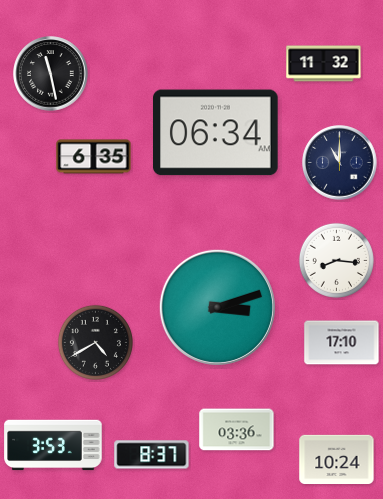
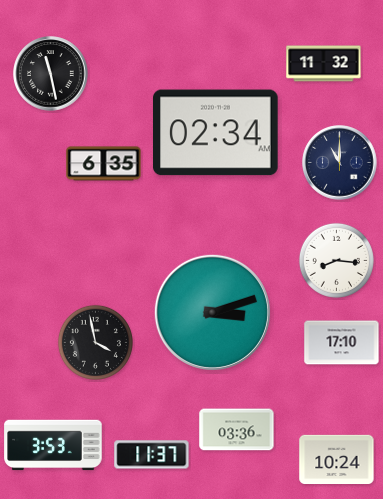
clock at (216, 133): 06:34 -> 02:34
clock at (94, 157) position: (94, 157) -> (104, 164)
clock at (217, 307) position: (217, 307) -> (212, 312)
clock at (95, 342): 4:40 -> 3:58
clock at (152, 455): 8:37 -> 11:37
